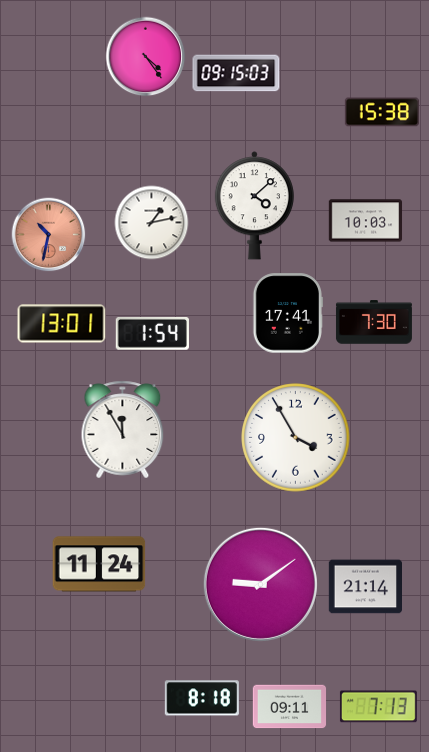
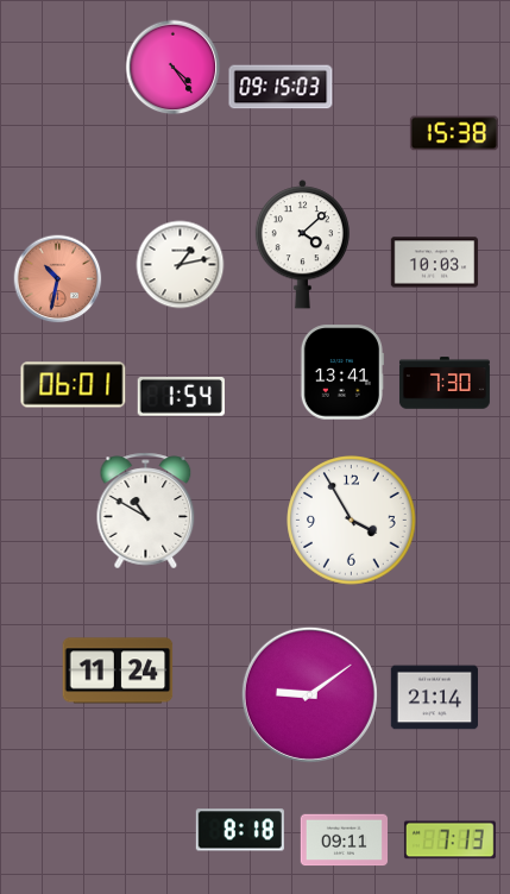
clock at (287, 313): 17:41 -> 13:41
clock at (62, 324): 13:01 -> 06:01
clock at (123, 430): 11:55 -> 10:50
